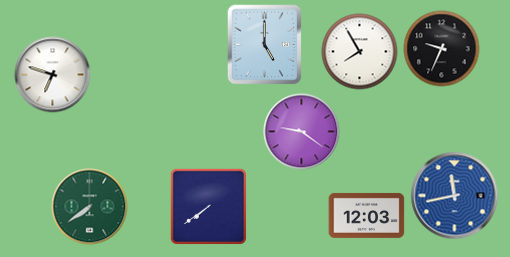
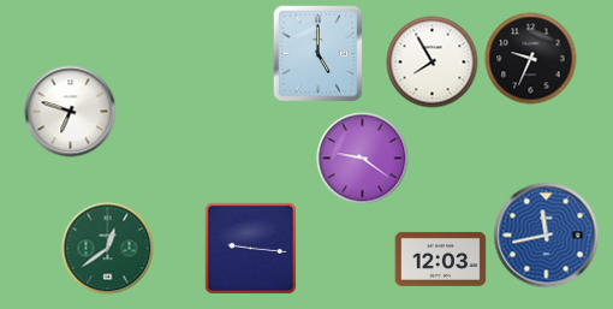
clock at (53, 75) position: (53, 75) -> (71, 112)
clock at (208, 206): 7:39 -> 9:16
clock at (90, 207): 7:39 -> 12:39
